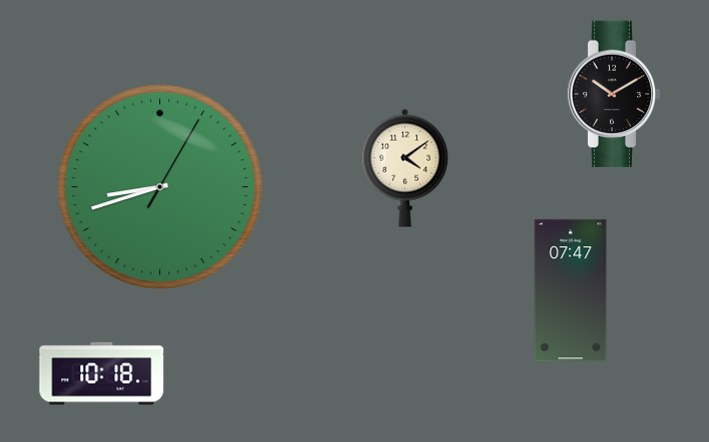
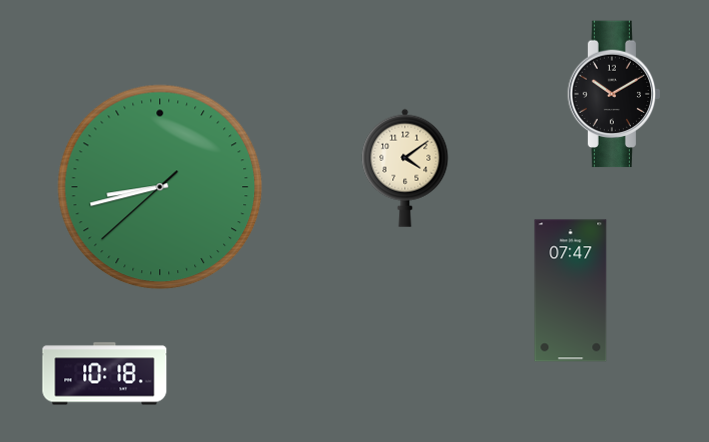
clock at (160, 187): 8:42:05 -> 8:42:38
clock at (102, 374) position: (102, 374) -> (105, 374)
